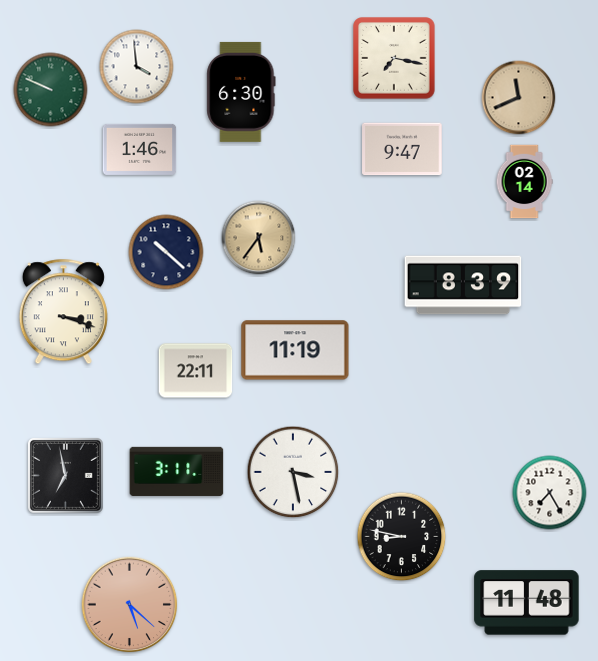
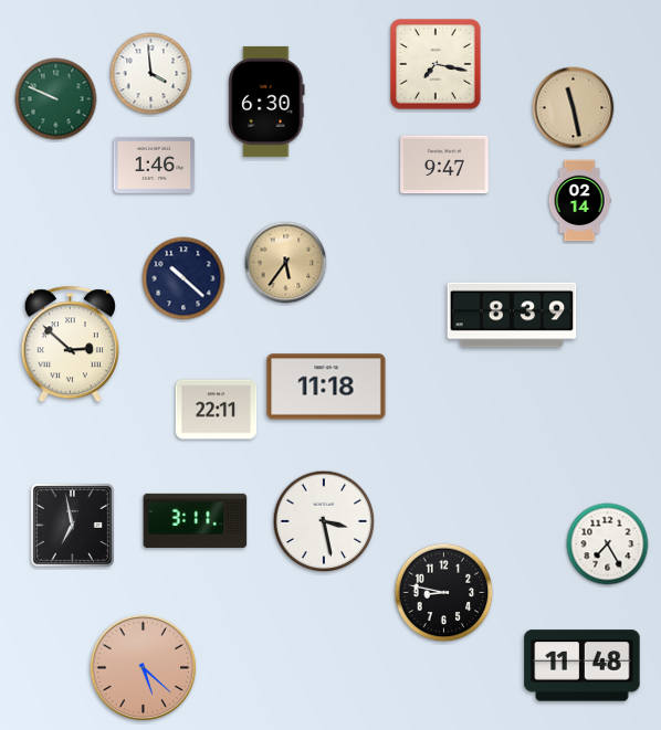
clock at (519, 98): 11:41 -> 11:28
clock at (63, 312): 3:18 -> 2:52
clock at (295, 350): 11:19 -> 11:18
